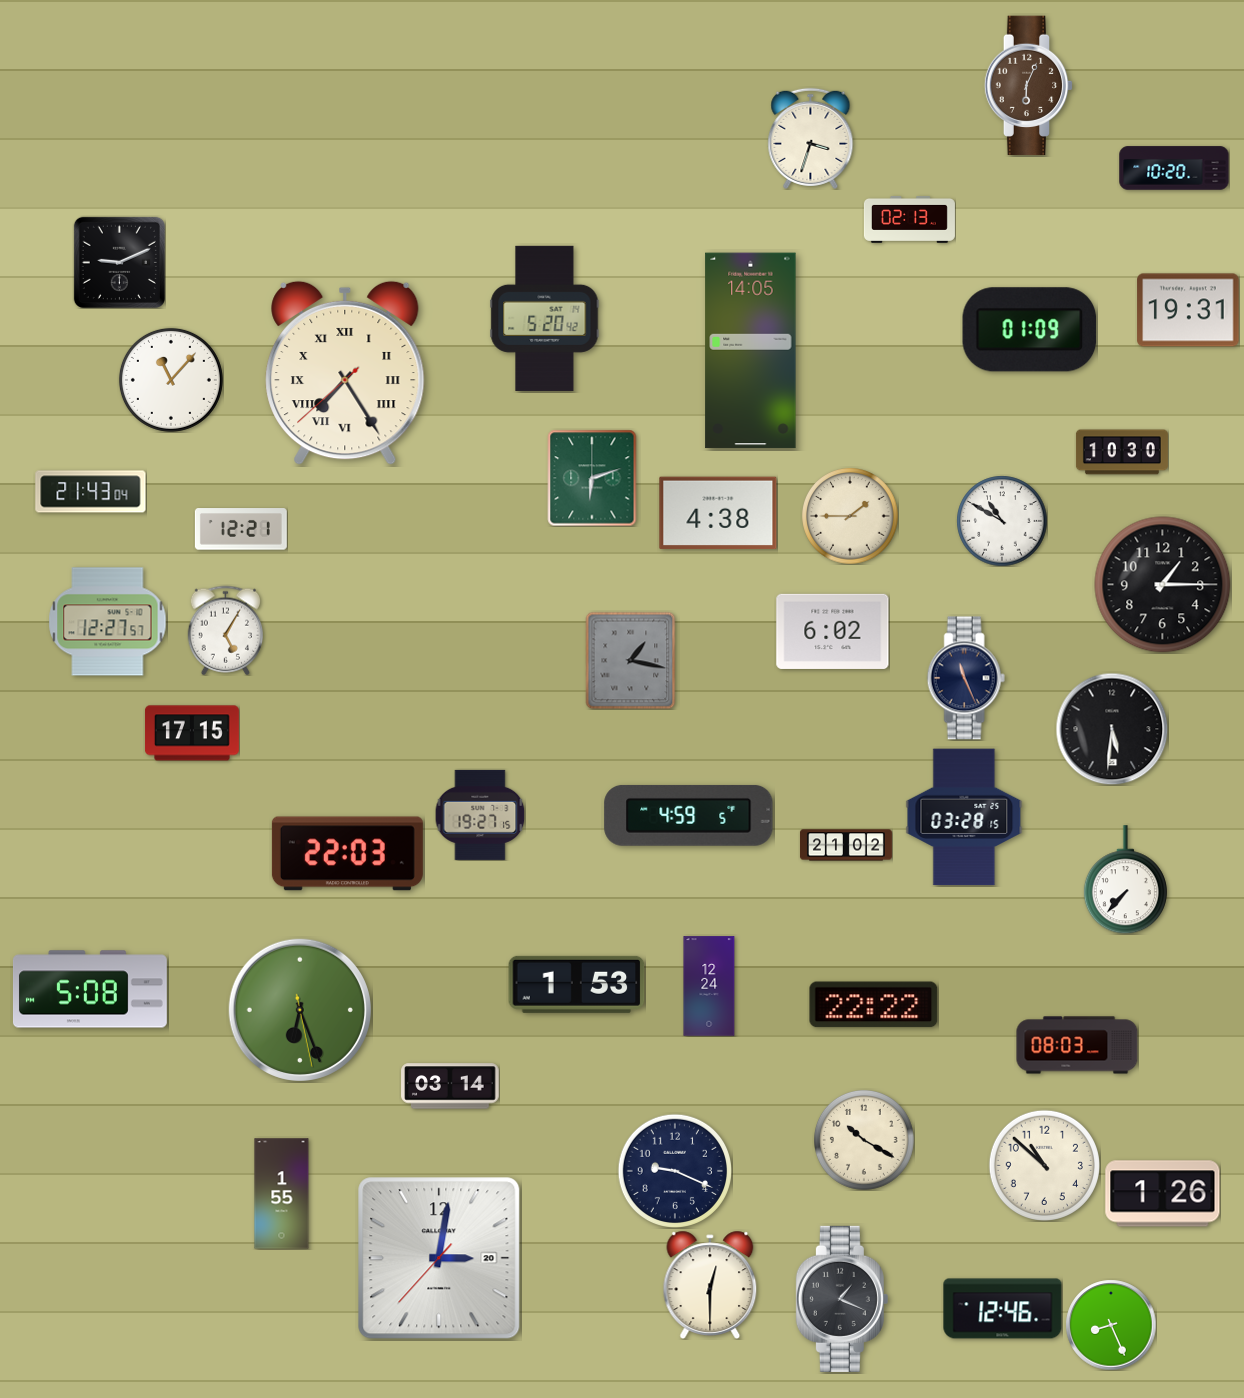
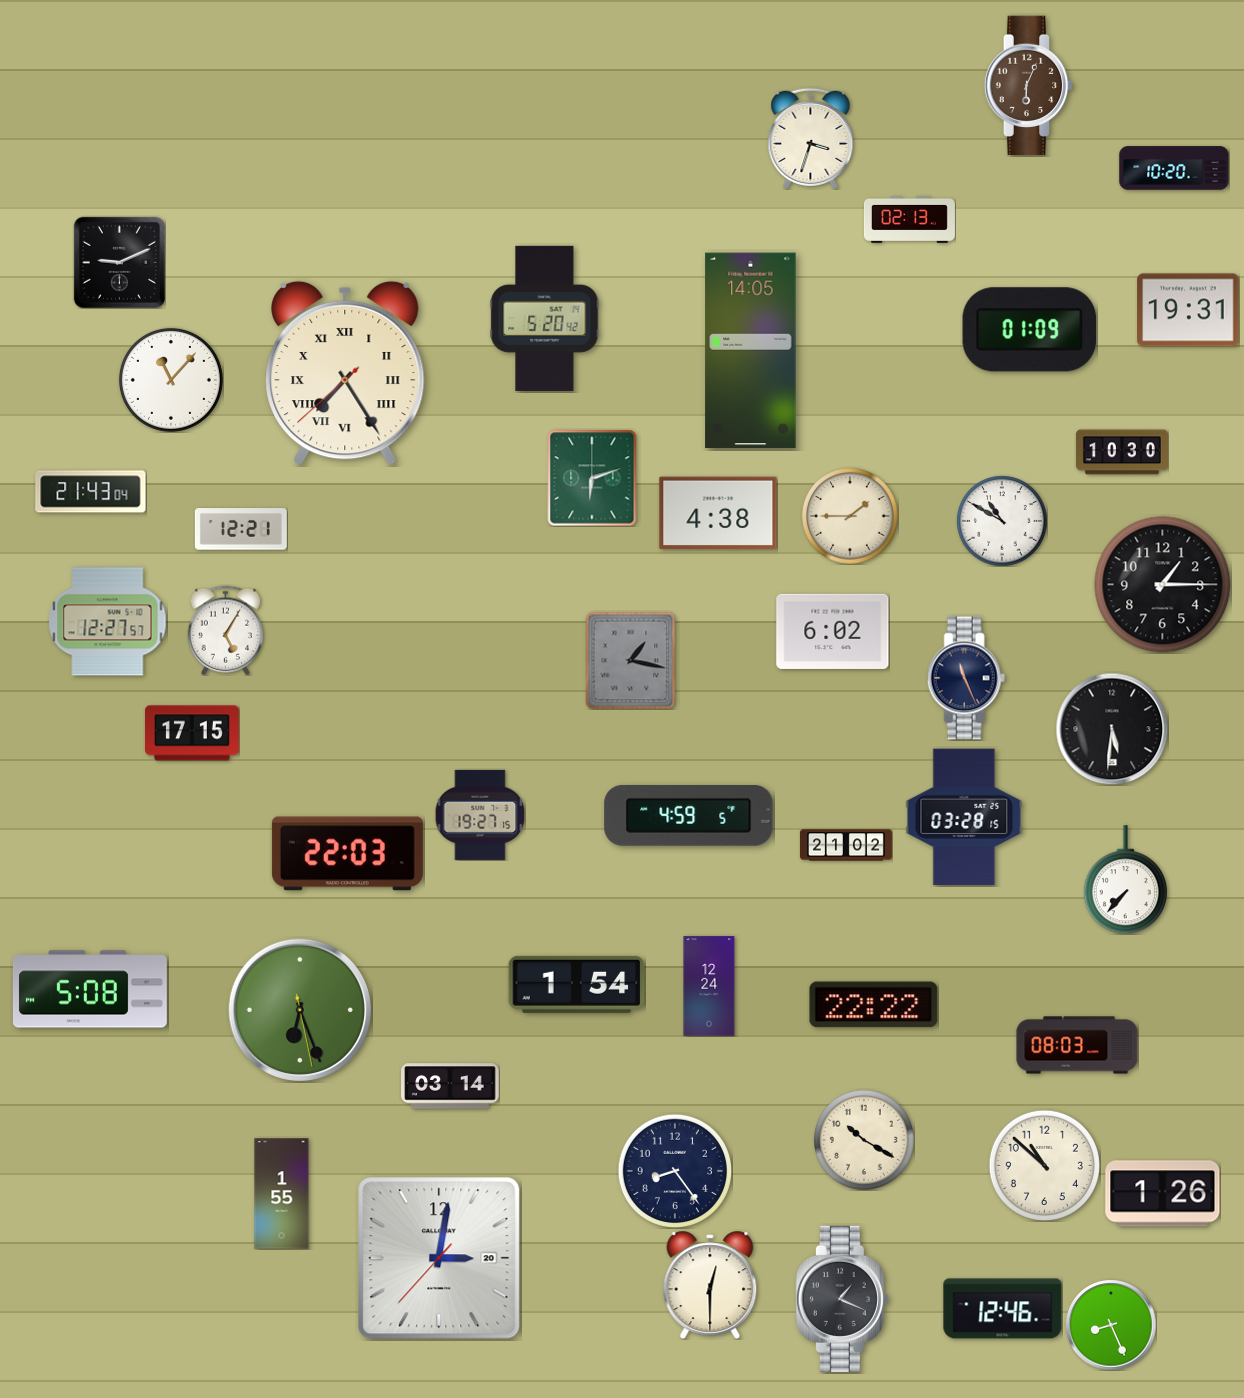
clock at (577, 984): 1:53 -> 1:54
clock at (674, 1170): 9:19 -> 8:24
